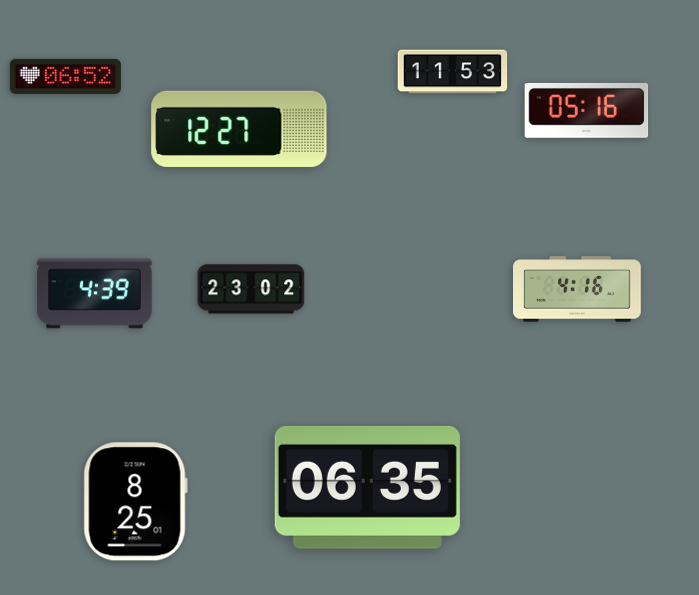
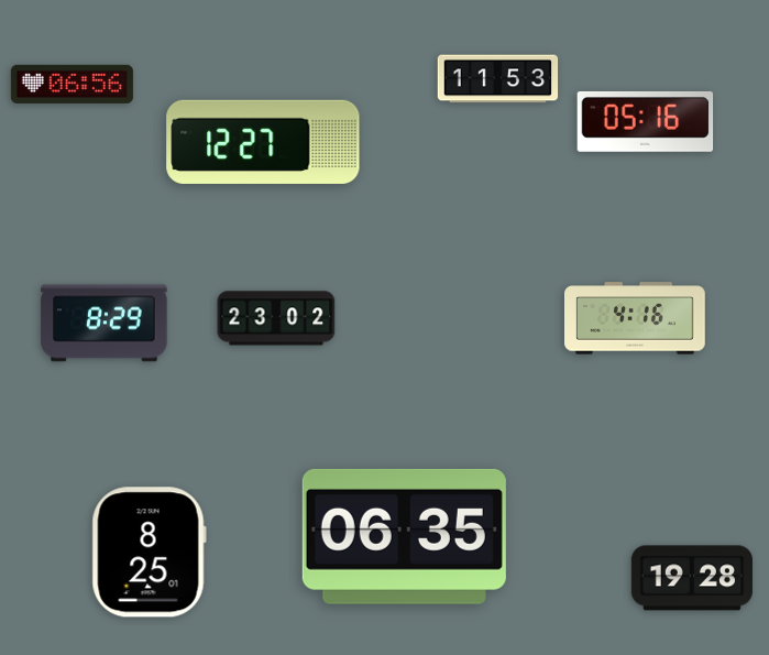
clock at (65, 76): 06:52 -> 06:56
clock at (95, 294): 4:39 -> 8:29
clock at (692, 578): none -> 19:28
